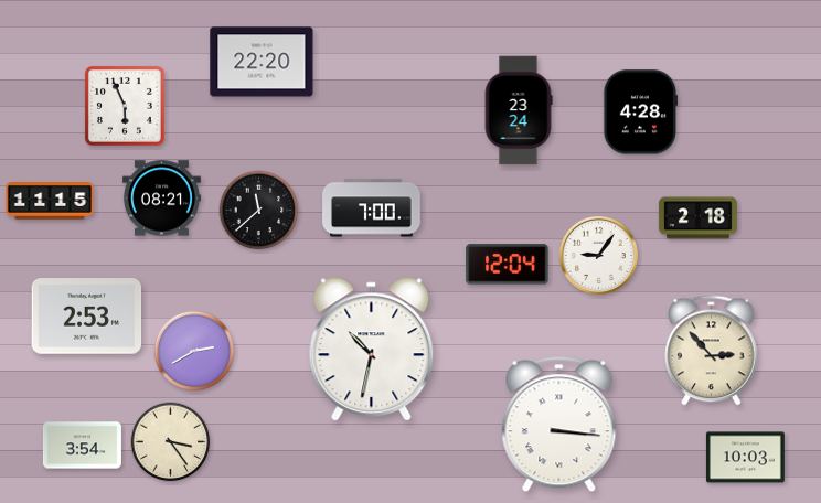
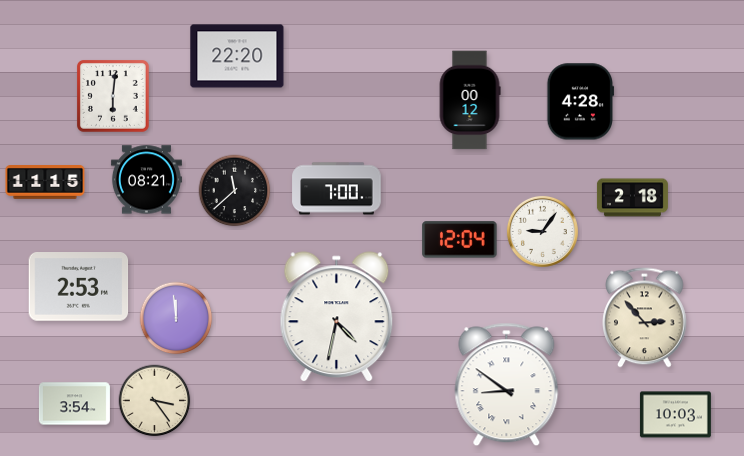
clock at (125, 106): 5:56 -> 6:01
clock at (519, 110): 23:24 -> 00:12
clock at (372, 350): 10:32 -> 4:32
clock at (194, 351): 2:40 -> 11:59
clock at (559, 425): 3:16 -> 8:51
